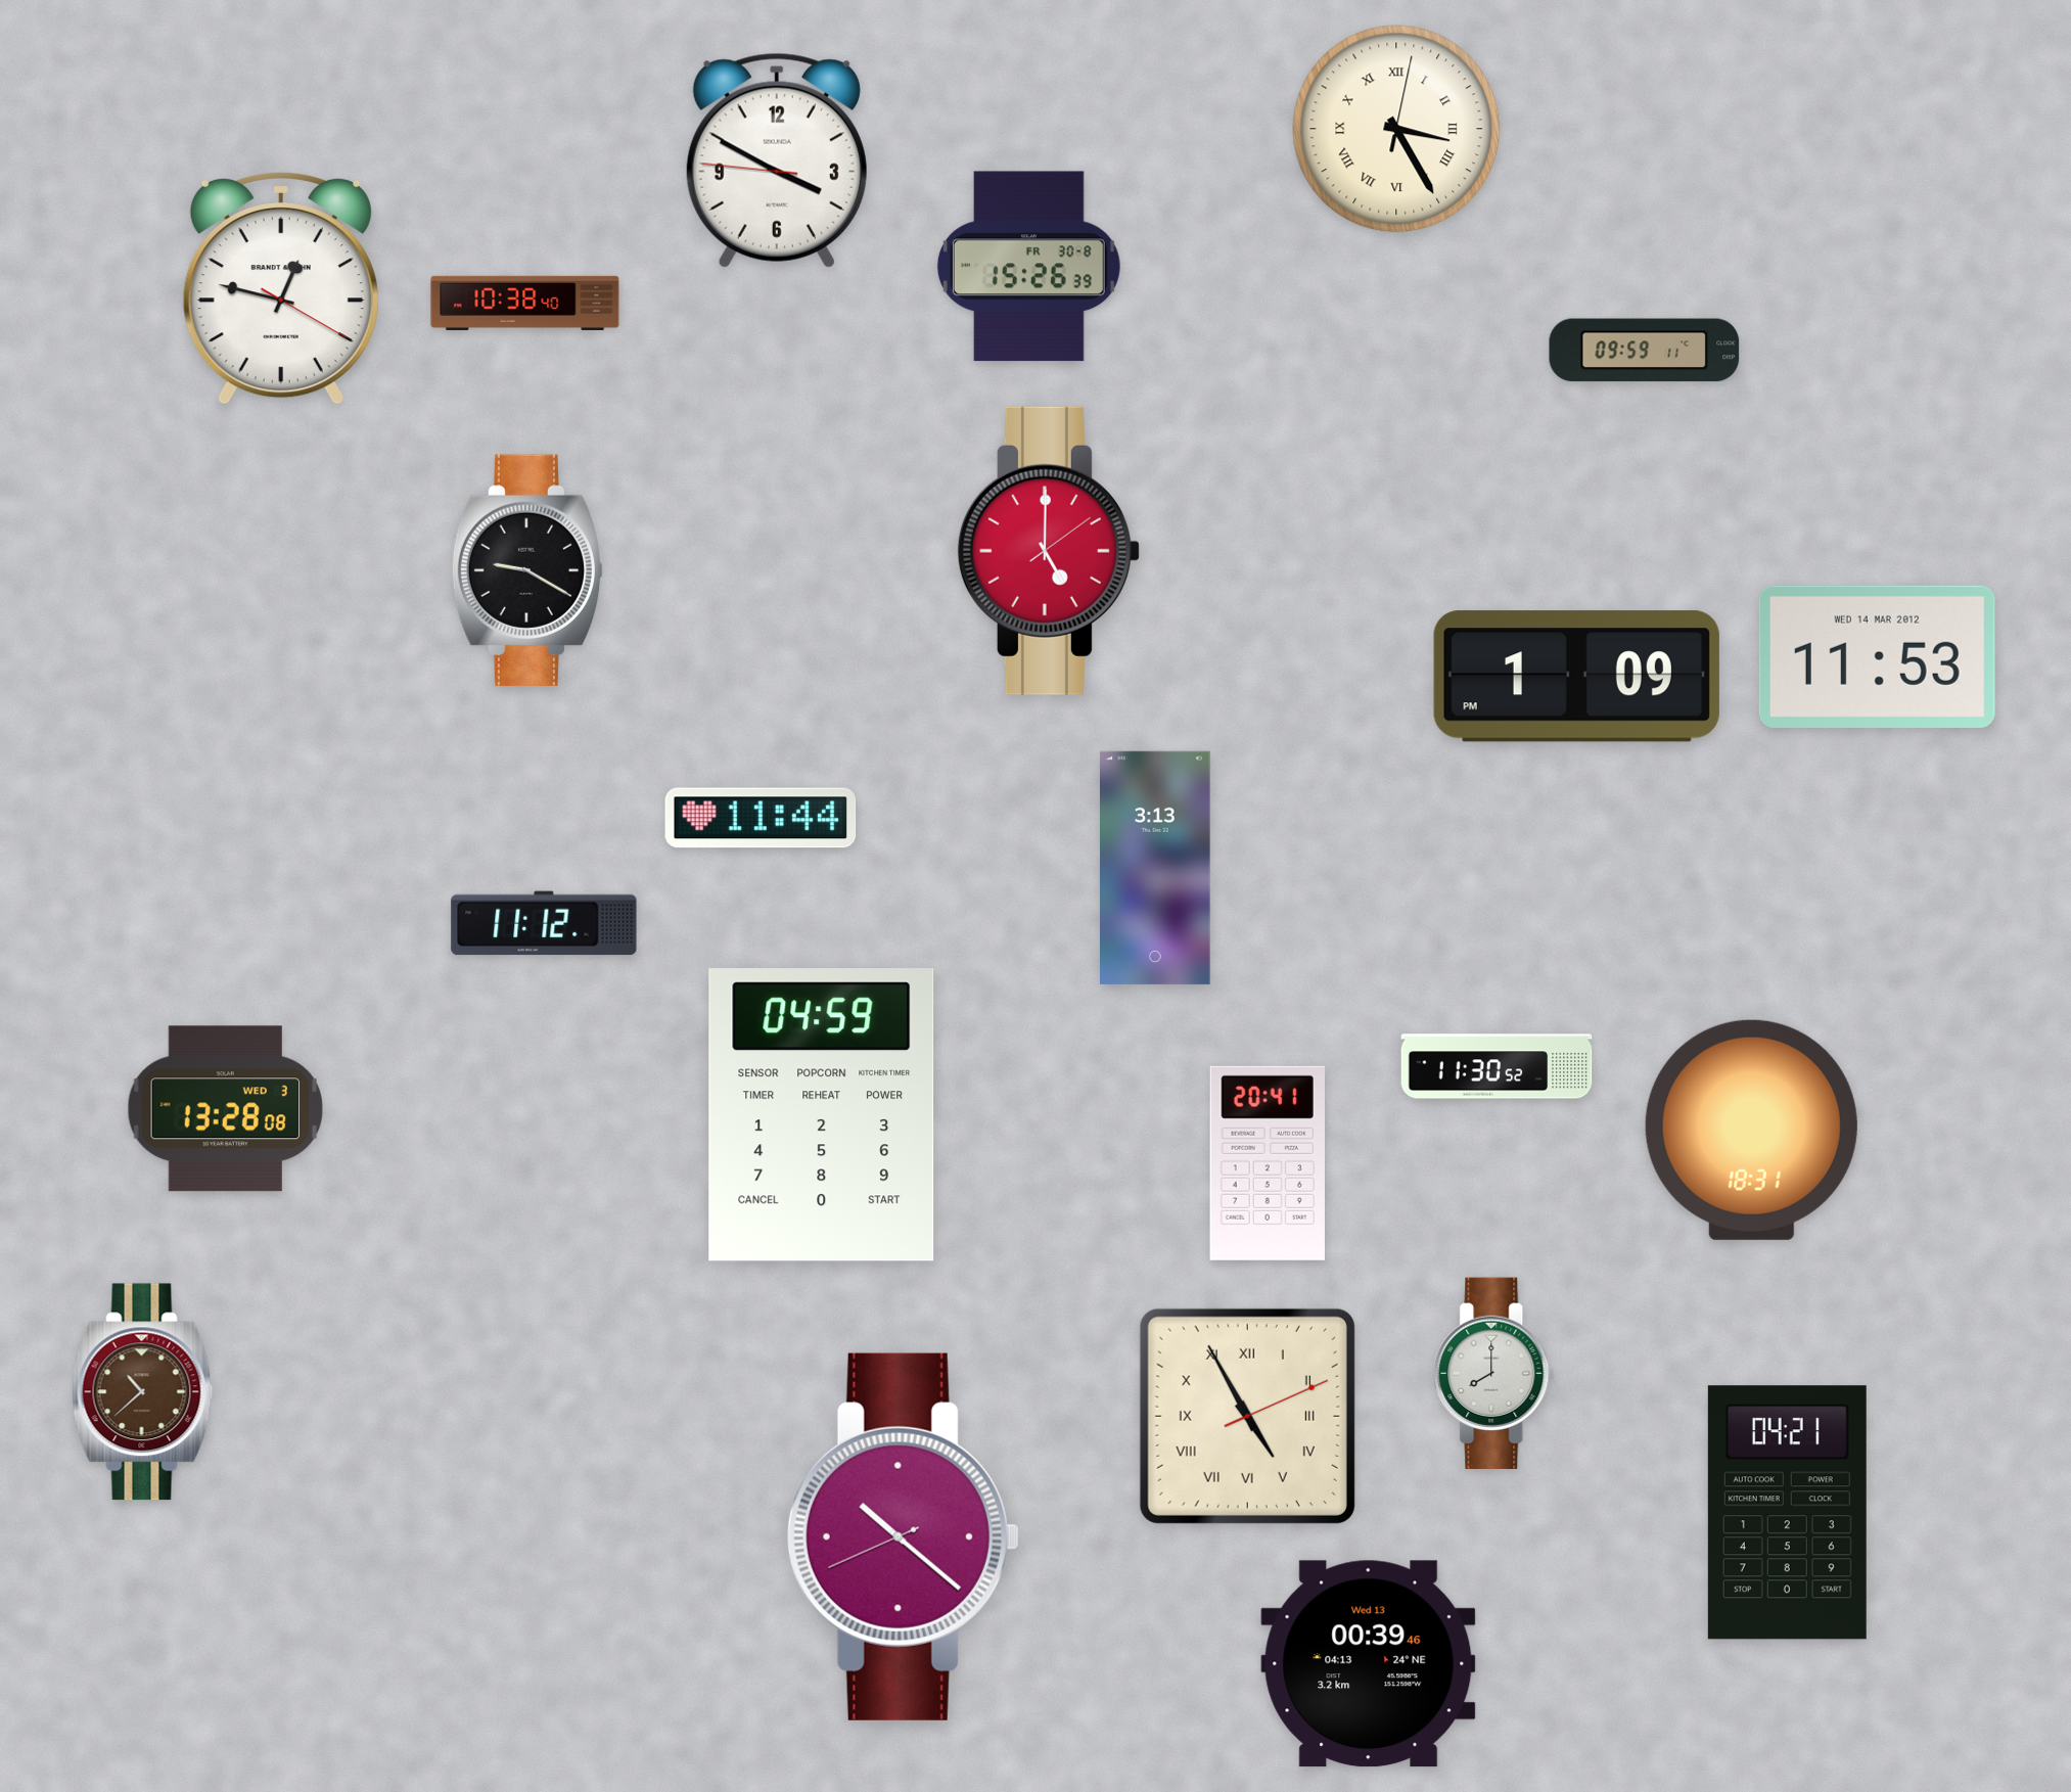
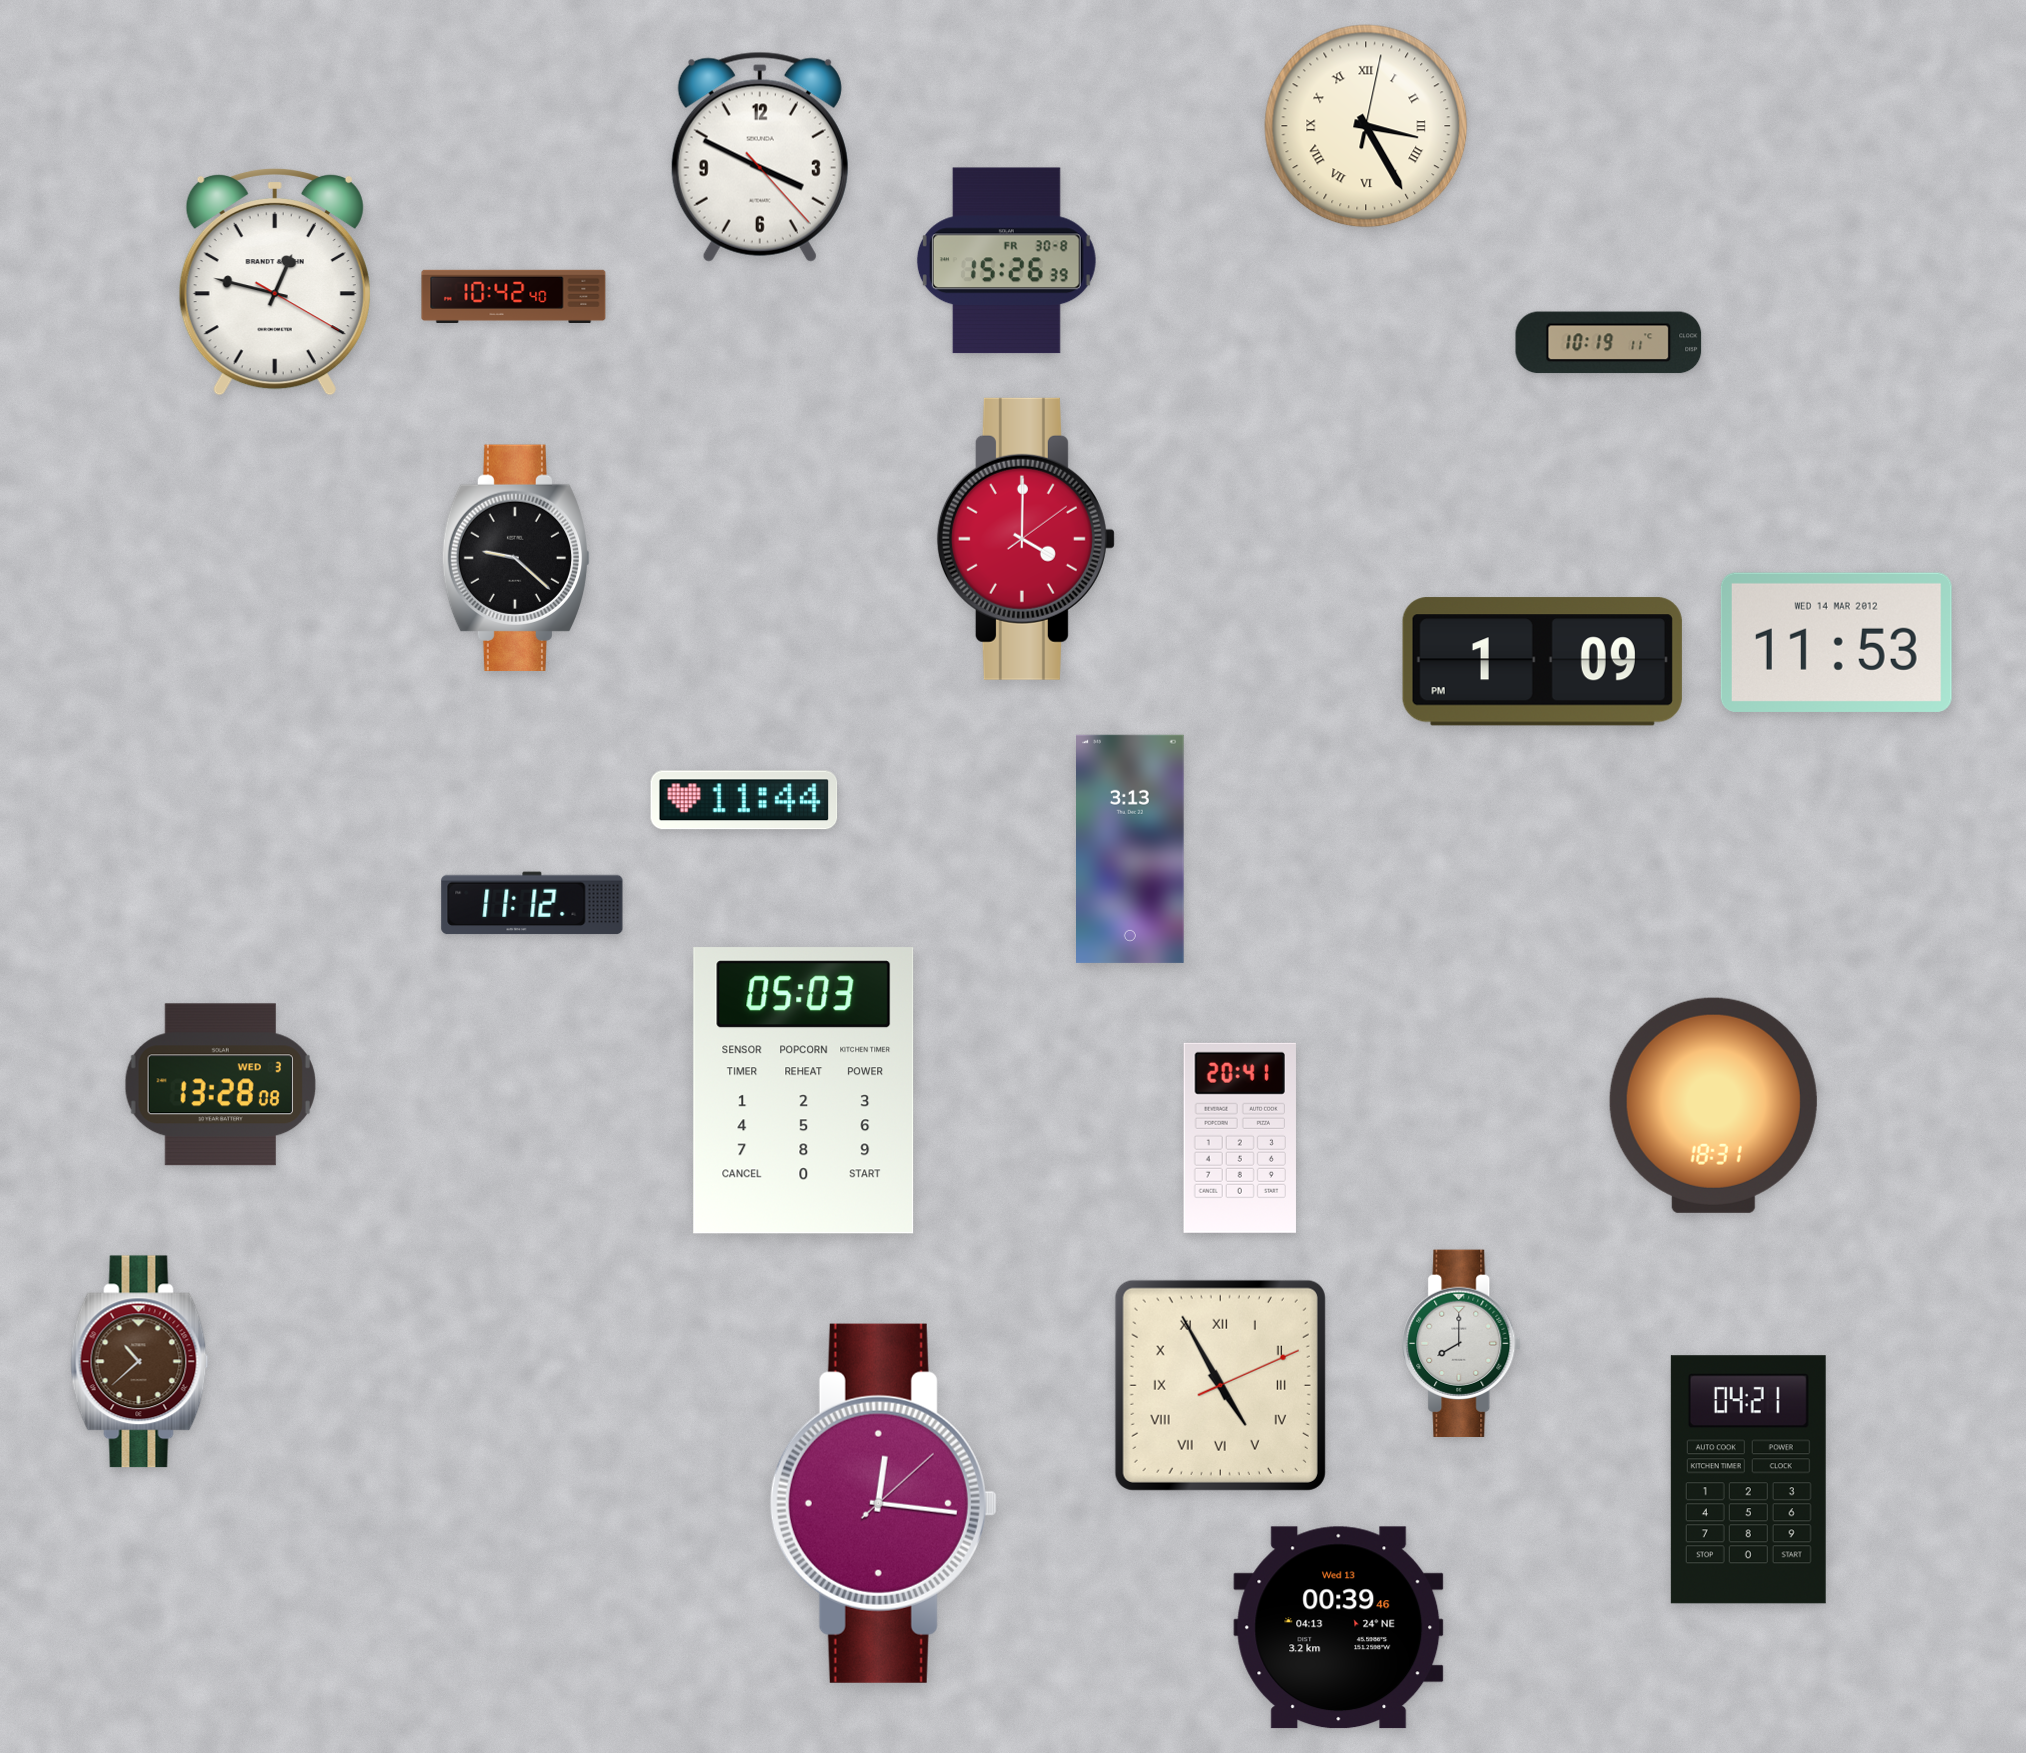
clock at (777, 160): 3:49:46 -> 3:49:23
clock at (525, 303): 10:38 -> 10:42
clock at (1645, 351): 09:59 -> 10:19
clock at (1049, 551): 5:00 -> 4:00
clock at (527, 570): 9:20 -> 9:22
clock at (1497, 1066): 11:30 -> none
clock at (822, 1115): 04:59 -> 05:03
clock at (903, 1536): 10:21 -> 12:16
